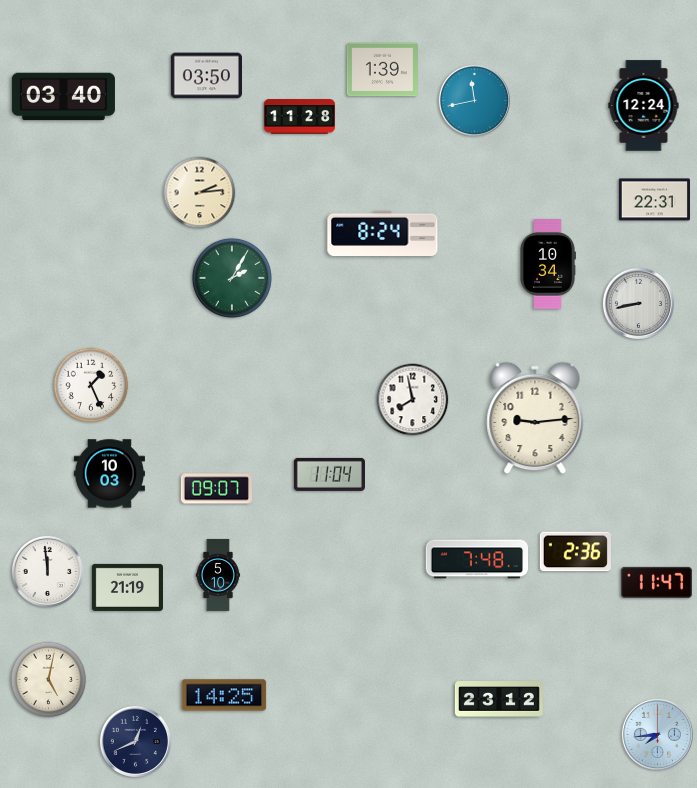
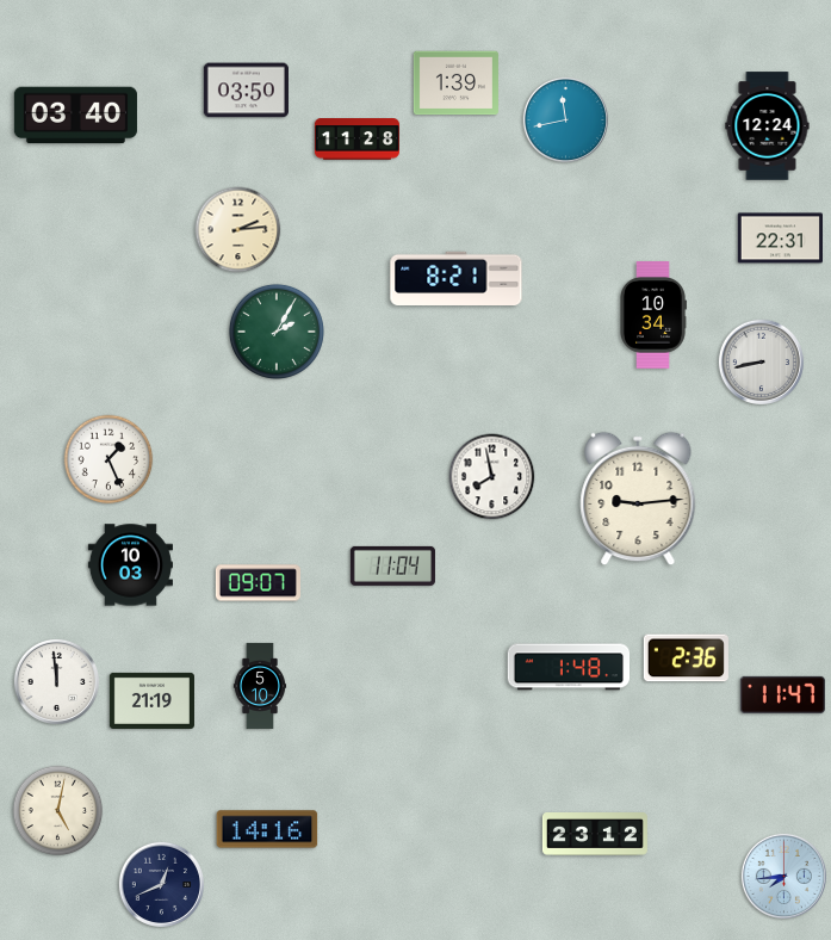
clock at (383, 234): 8:24 -> 8:21
clock at (476, 559): 7:48 -> 1:48
clock at (224, 695): 14:25 -> 14:16
